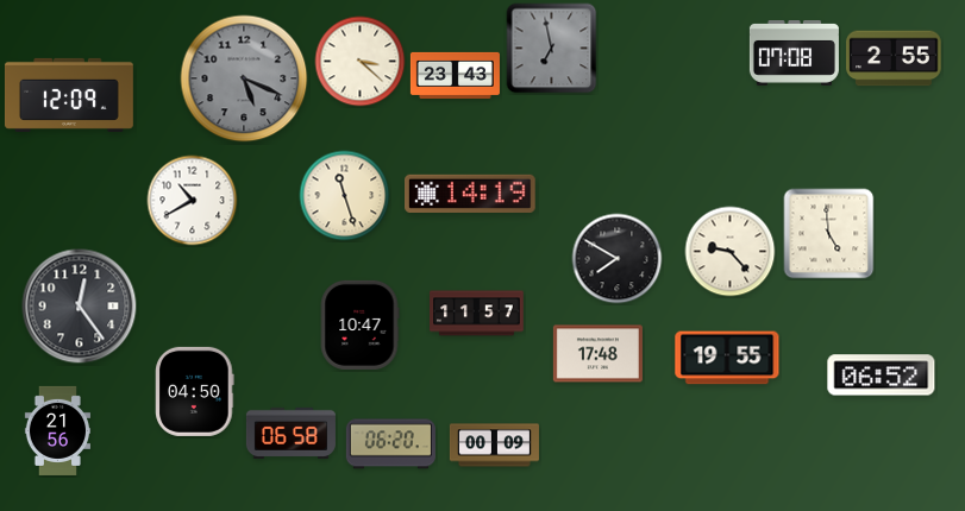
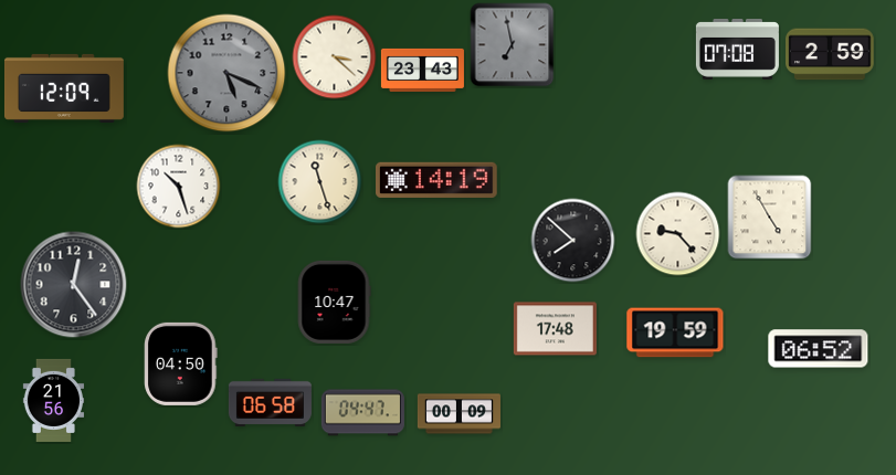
clock at (894, 58): 2:55 -> 2:59
clock at (193, 201): 10:40 -> 10:27
clock at (829, 234): 4:59 -> 4:55
clock at (618, 259): 7:50 -> 7:52
clock at (477, 314): 11:57 -> none
clock at (727, 358): 19:55 -> 19:59
clock at (390, 444): 06:20 -> 04:47
